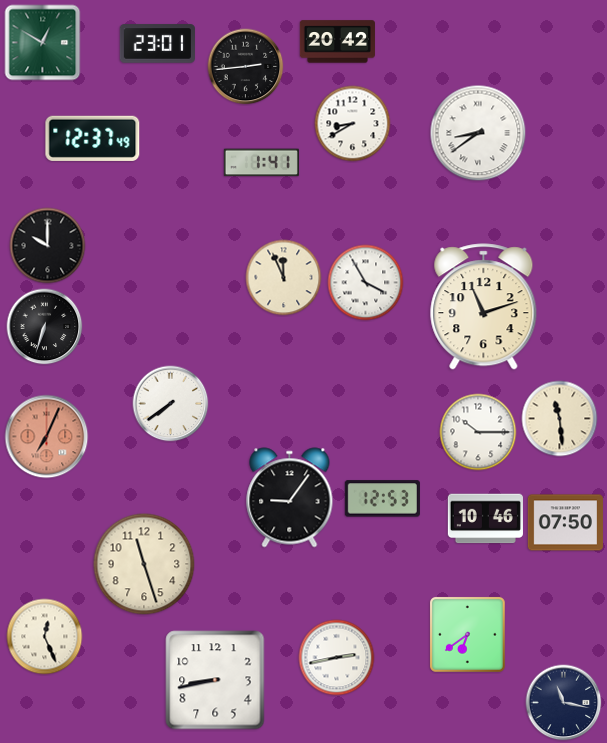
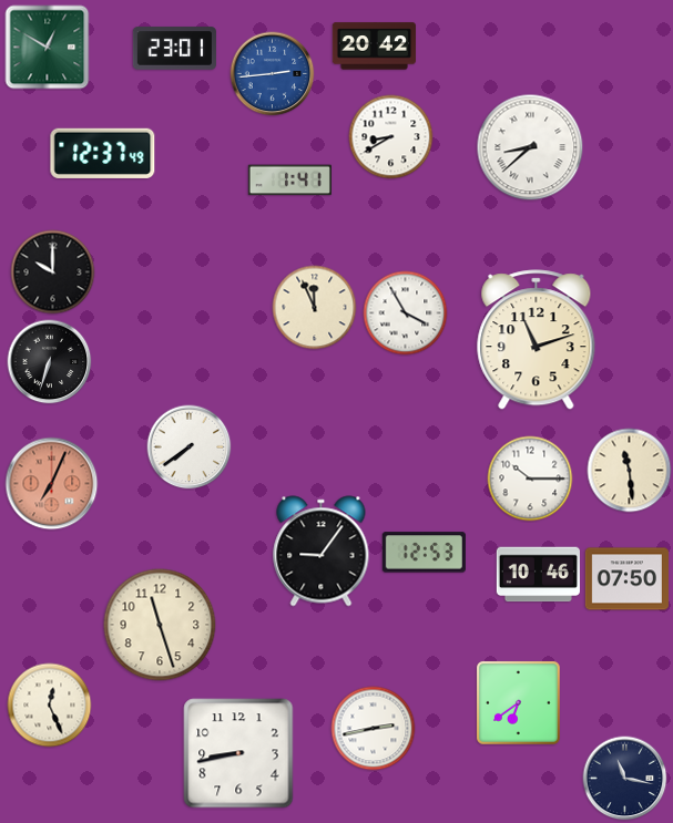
clock at (246, 67) dial: black -> blue
clock at (478, 133): 8:39 -> 8:38
clock at (560, 419) position: (560, 419) -> (630, 471)
